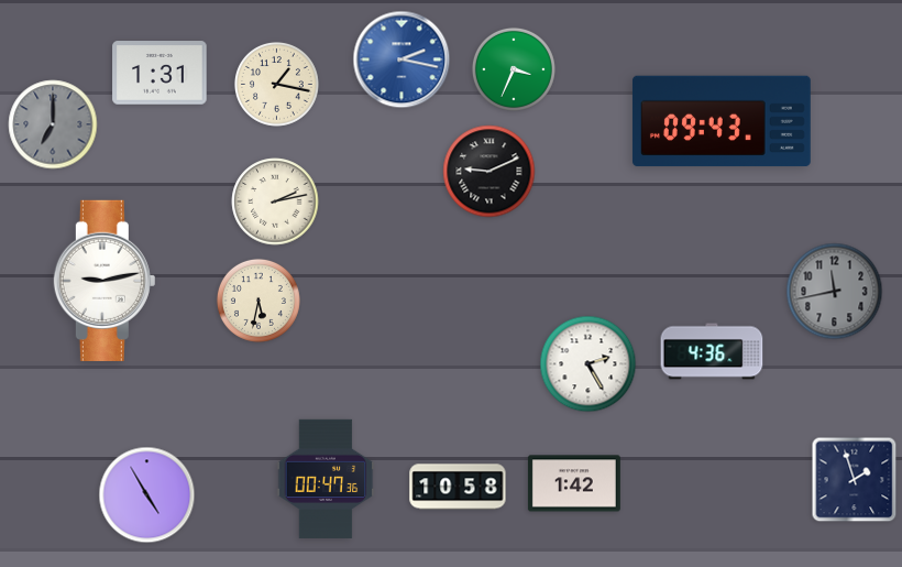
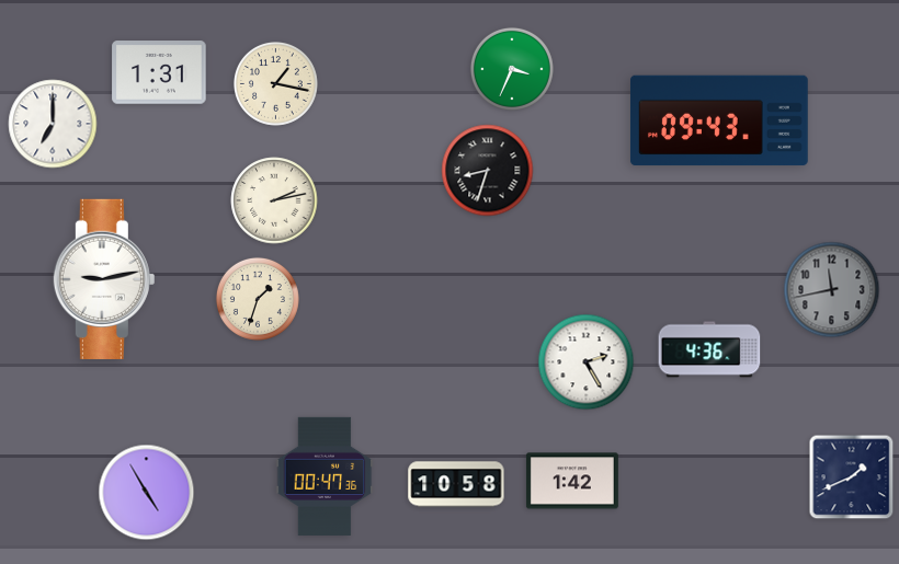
clock at (402, 59): 2:17 -> none
clock at (53, 124) dial: grey -> white
clock at (490, 172): 9:11 -> 8:33
clock at (258, 301): 5:32 -> 1:33
clock at (855, 480): 1:57 -> 1:41
